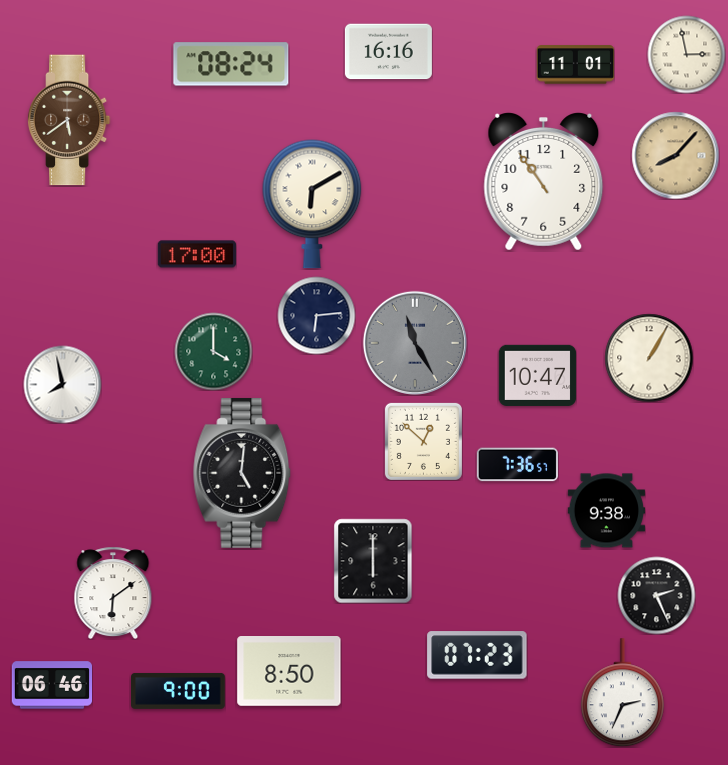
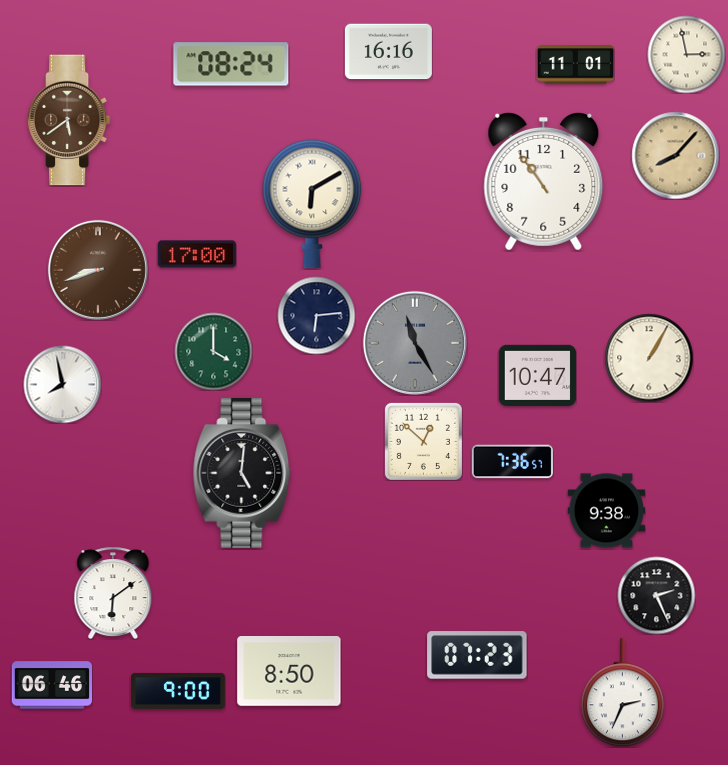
clock at (98, 270): none -> 8:42
clock at (517, 465) position: (517, 465) -> (512, 462)
clock at (373, 561): 6:00 -> none
